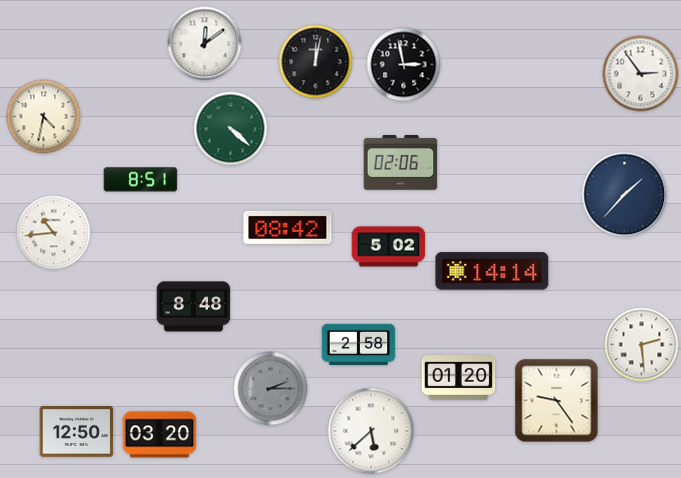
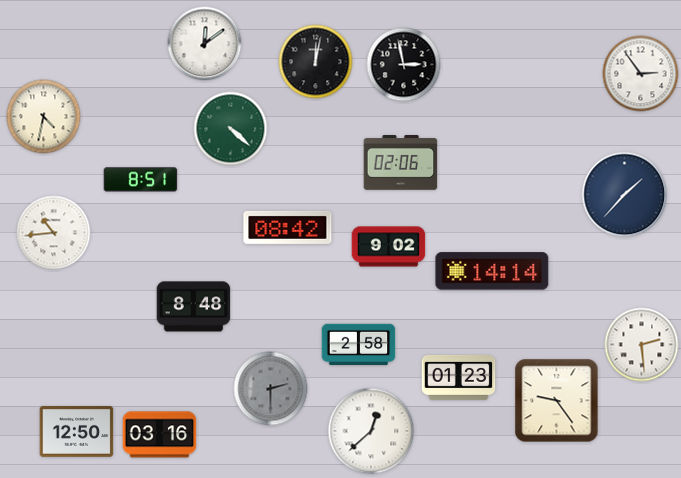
clock at (389, 247): 5:02 -> 9:02
clock at (459, 377): 01:20 -> 01:23
clock at (271, 389): 2:15 -> 2:30
clock at (371, 431): 5:38 -> 12:38
clock at (160, 435): 03:20 -> 03:16
